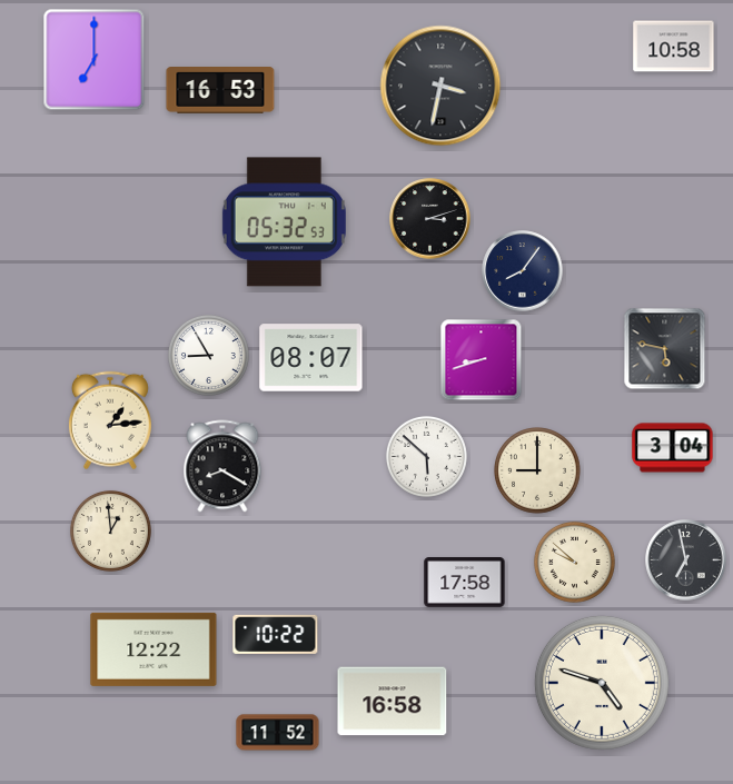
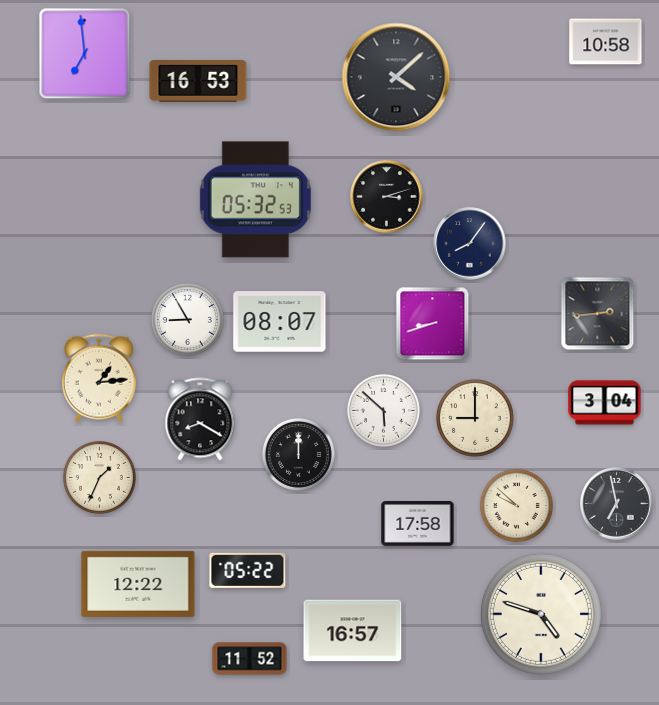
clock at (95, 60): 7:00 -> 6:59
clock at (440, 86): 3:32 -> 4:08
clock at (665, 349): 5:47 -> 2:44
clock at (537, 470) position: (537, 470) -> (475, 418)
clock at (298, 454): none -> 12:00
clock at (110, 530): 12:59 -> 1:34
clock at (276, 634): 10:22 -> 05:22
clock at (393, 702): 16:58 -> 16:57
